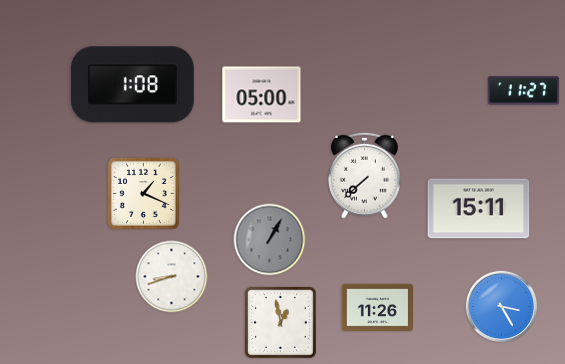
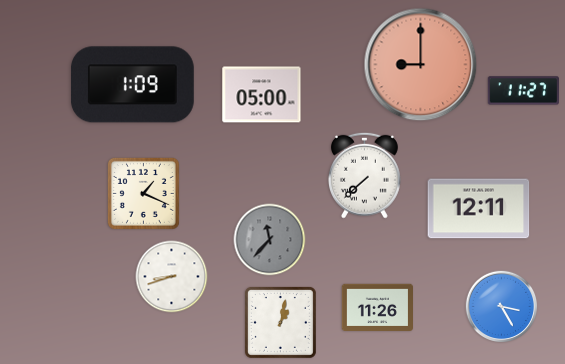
clock at (421, 65): none -> 9:00
clock at (132, 85): 1:08 -> 1:09
clock at (479, 209): 15:11 -> 12:11
clock at (270, 240): 1:05 -> 11:37
clock at (280, 322): 12:58 -> 1:02
